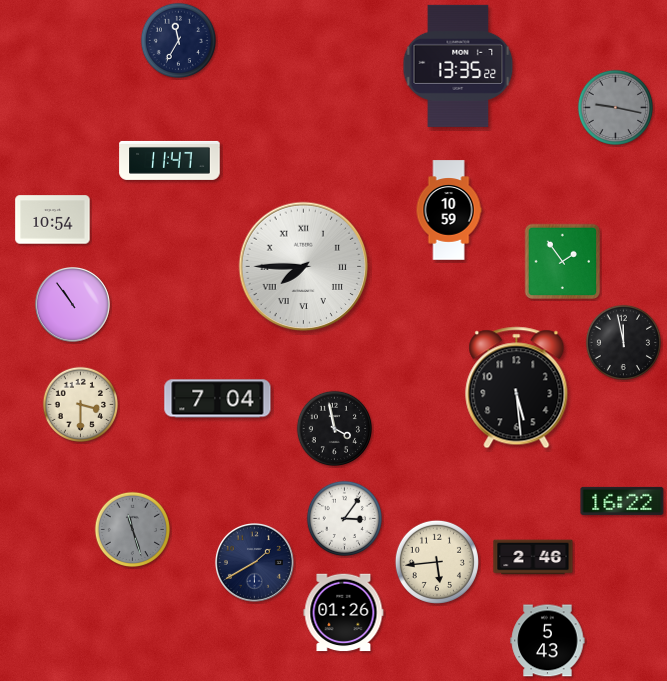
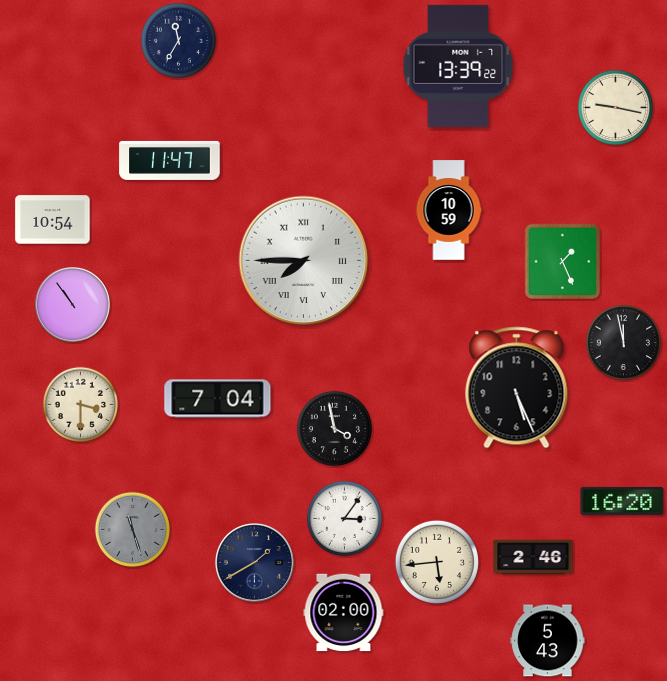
clock at (458, 66): 13:35 -> 13:39
clock at (615, 107) dial: grey -> cream
clock at (563, 262): 1:54 -> 1:26
clock at (304, 267) position: (304, 267) -> (304, 261)
clock at (517, 388): 5:29 -> 5:26
clock at (622, 501): 16:22 -> 16:20
clock at (344, 613): 01:26 -> 02:00
